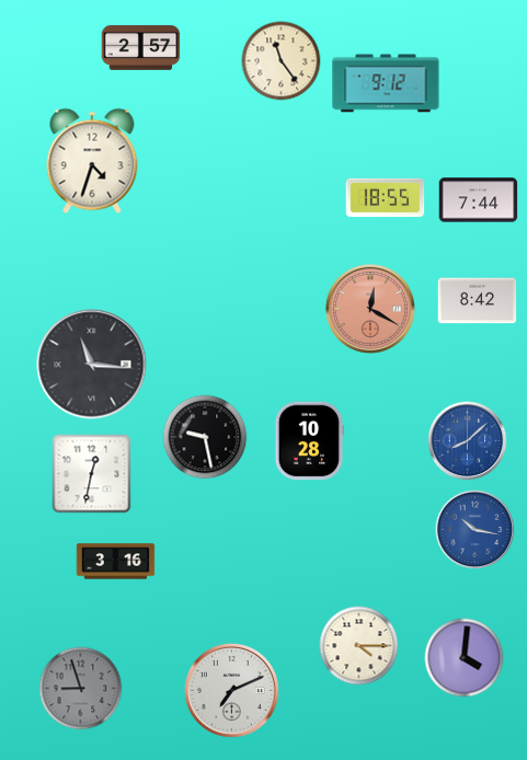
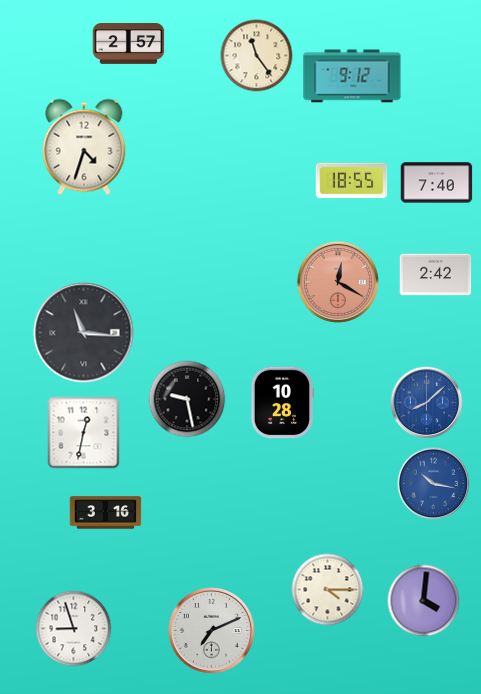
clock at (479, 200): 7:44 -> 7:40
clock at (478, 301): 8:42 -> 2:42
clock at (81, 689) dial: grey -> white
